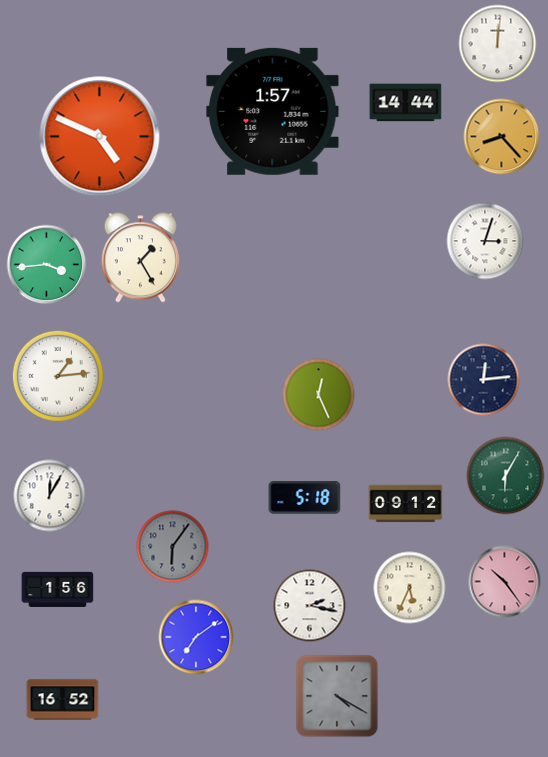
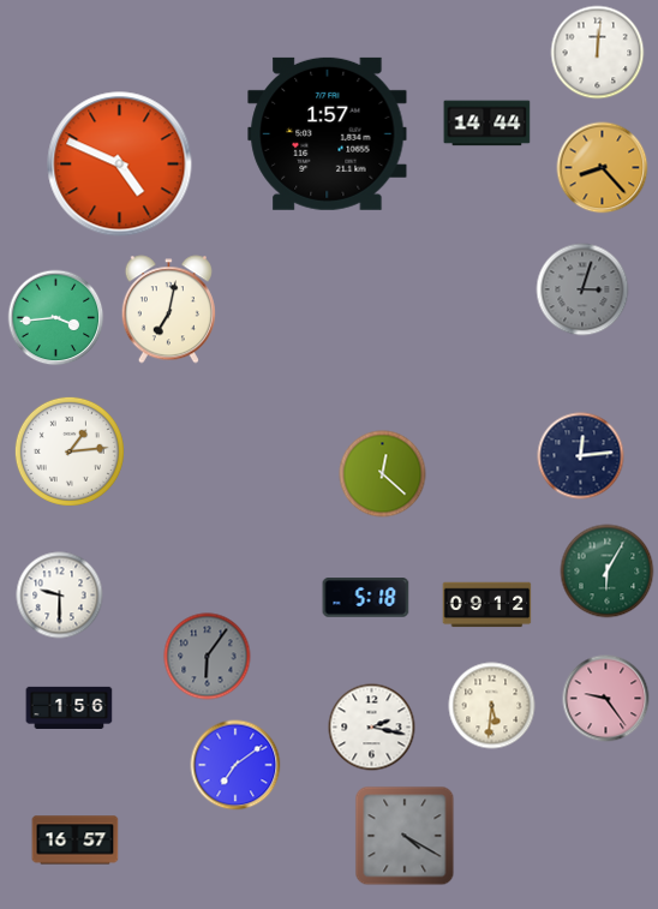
clock at (502, 137) position: (502, 137) -> (603, 168)
clock at (485, 241) dial: white -> grey
clock at (140, 258): 1:25 -> 7:02
clock at (319, 395): 12:26 -> 12:22
clock at (50, 496): 12:05 -> 9:30
clock at (505, 582): 10:24 -> 9:24
clock at (410, 588): 5:34 -> 5:31
clock at (63, 700): 16:52 -> 16:57
